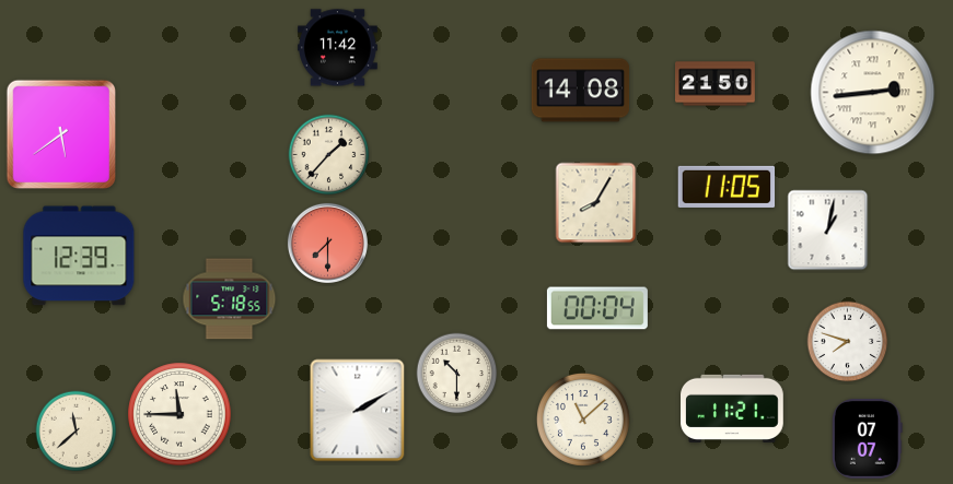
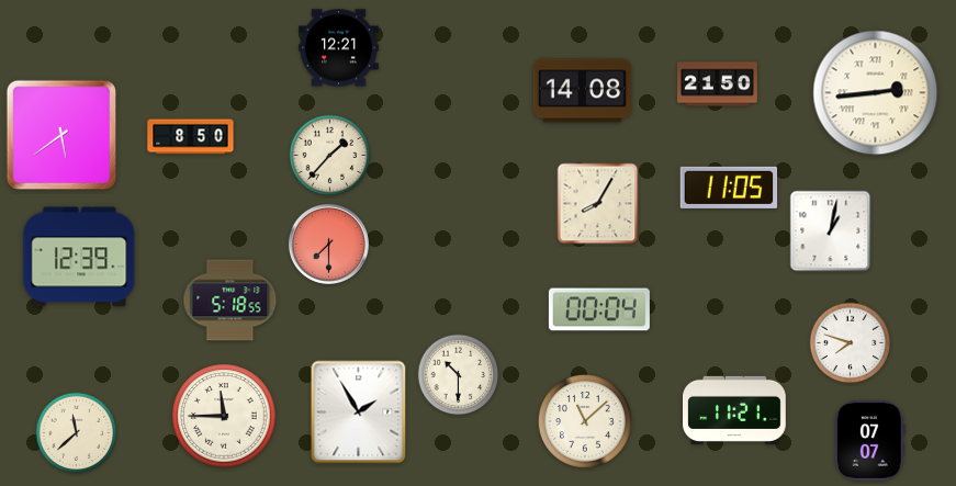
clock at (338, 48): 11:42 -> 12:21
clock at (191, 137): none -> 8:50
clock at (358, 411): 2:10 -> 1:55
clock at (179, 414) position: (179, 414) -> (224, 416)
